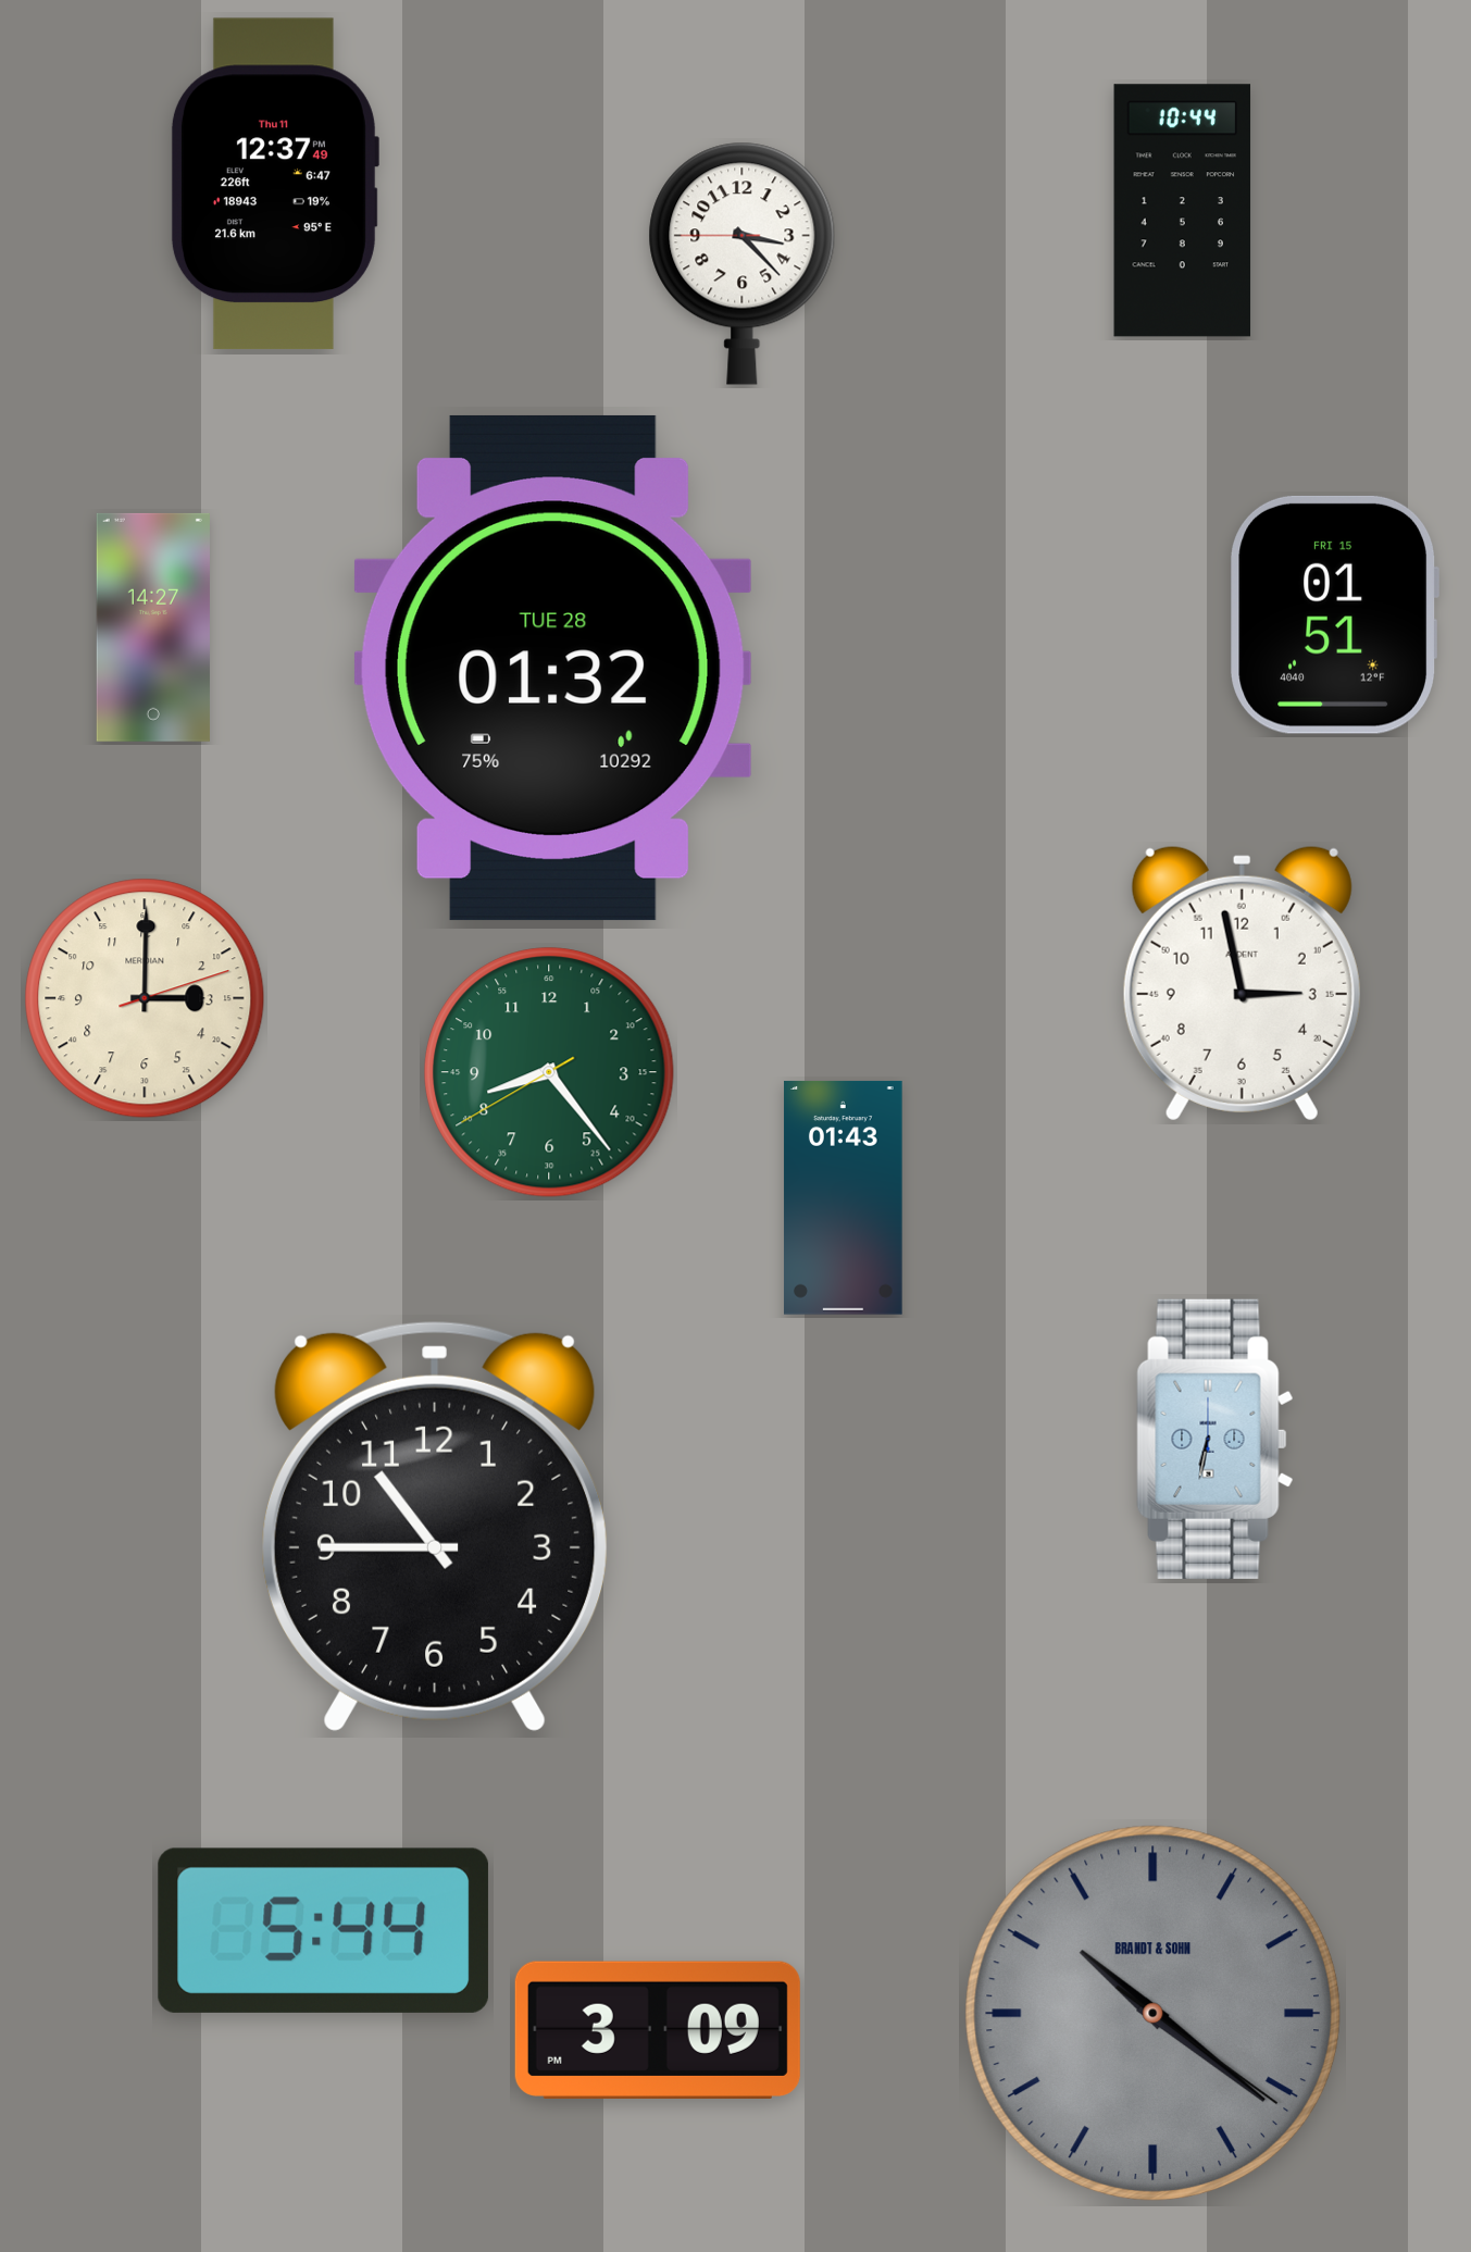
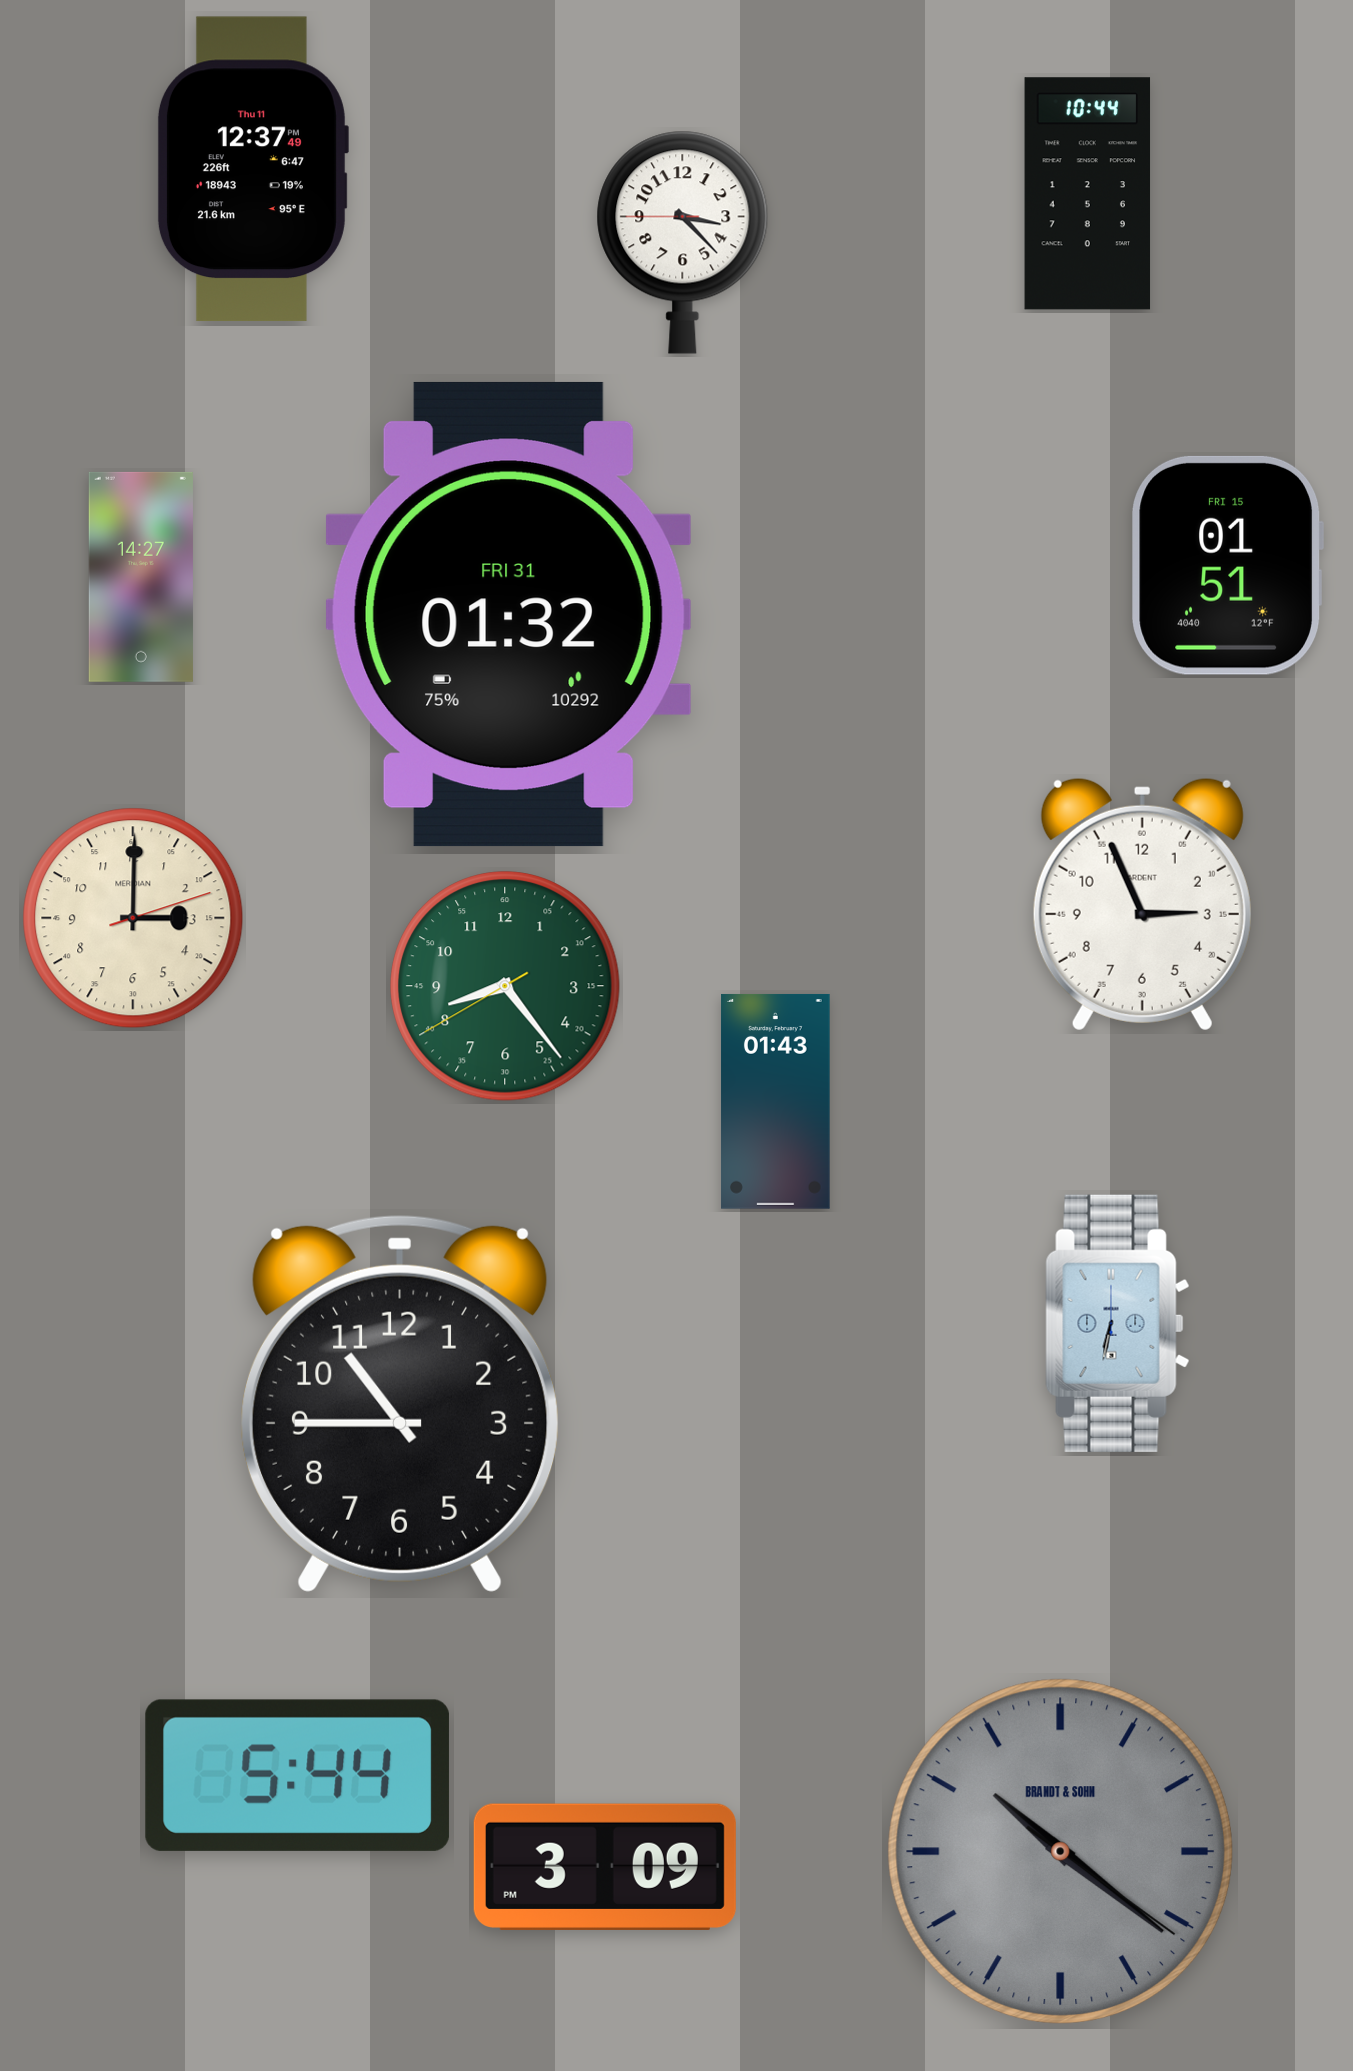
clock at (552, 668) date: TUE 28 -> FRI 31
clock at (1242, 983): 2:58 -> 2:56
